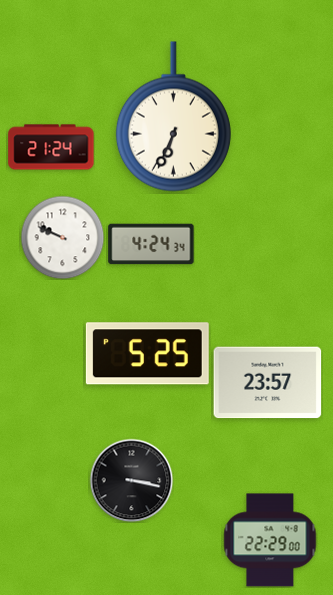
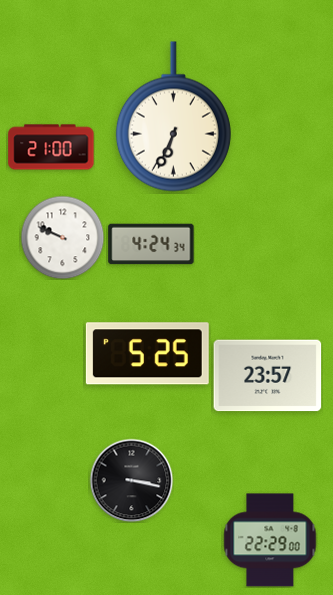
clock at (51, 147): 21:24 -> 21:00
clock at (268, 383) position: (268, 383) -> (268, 376)
